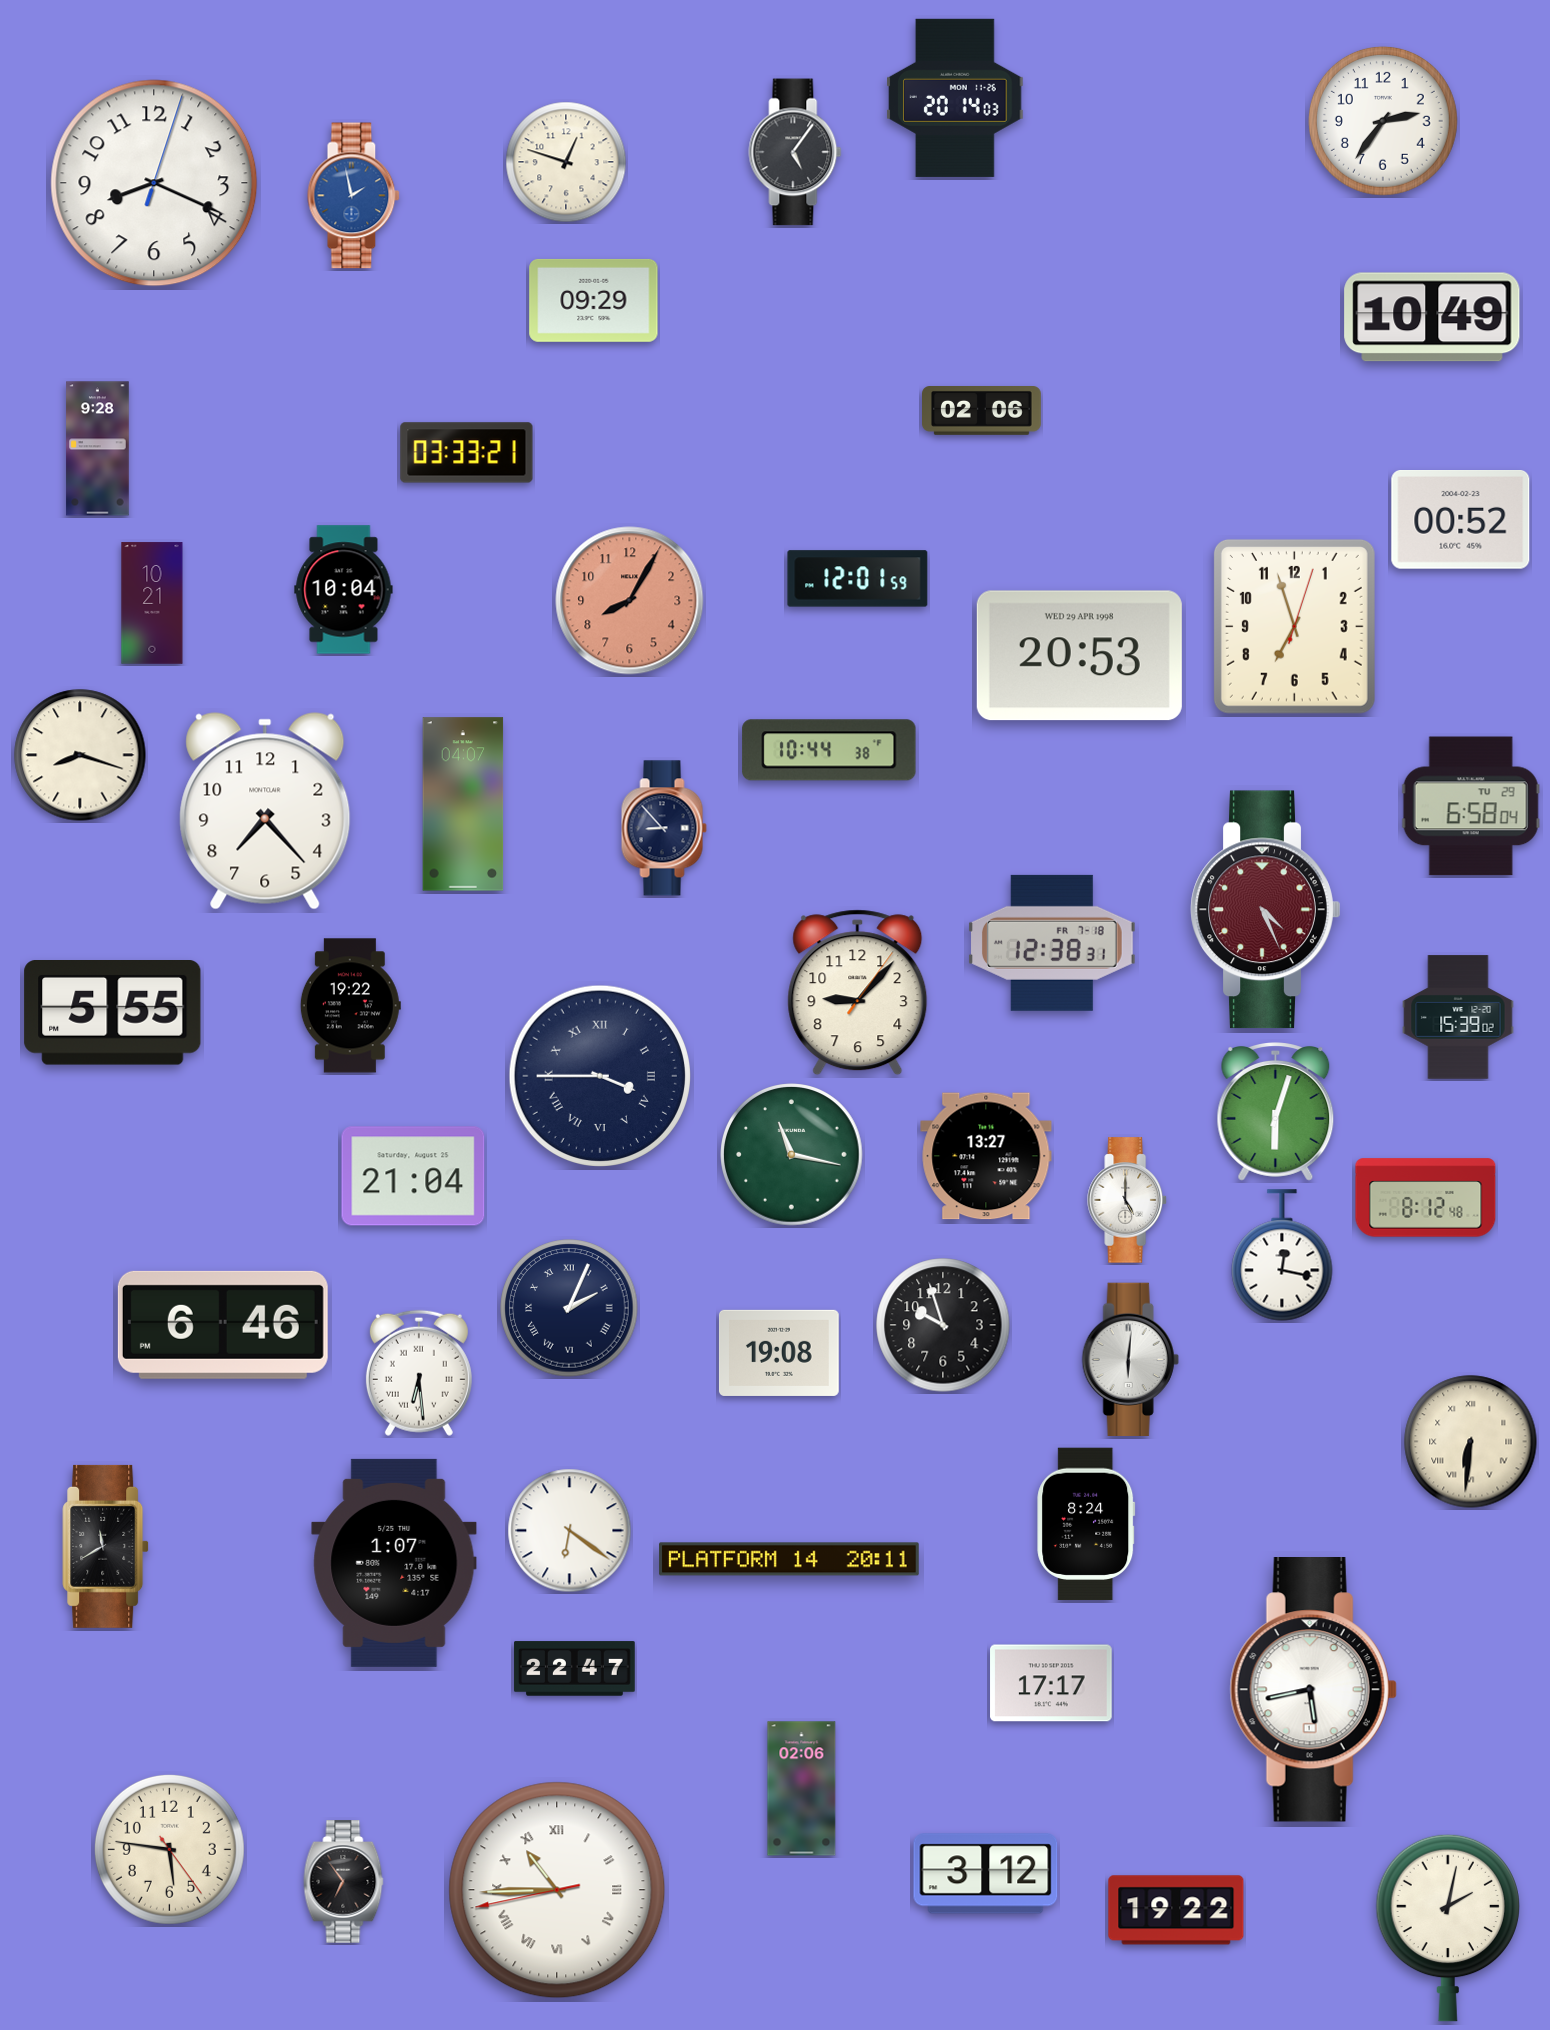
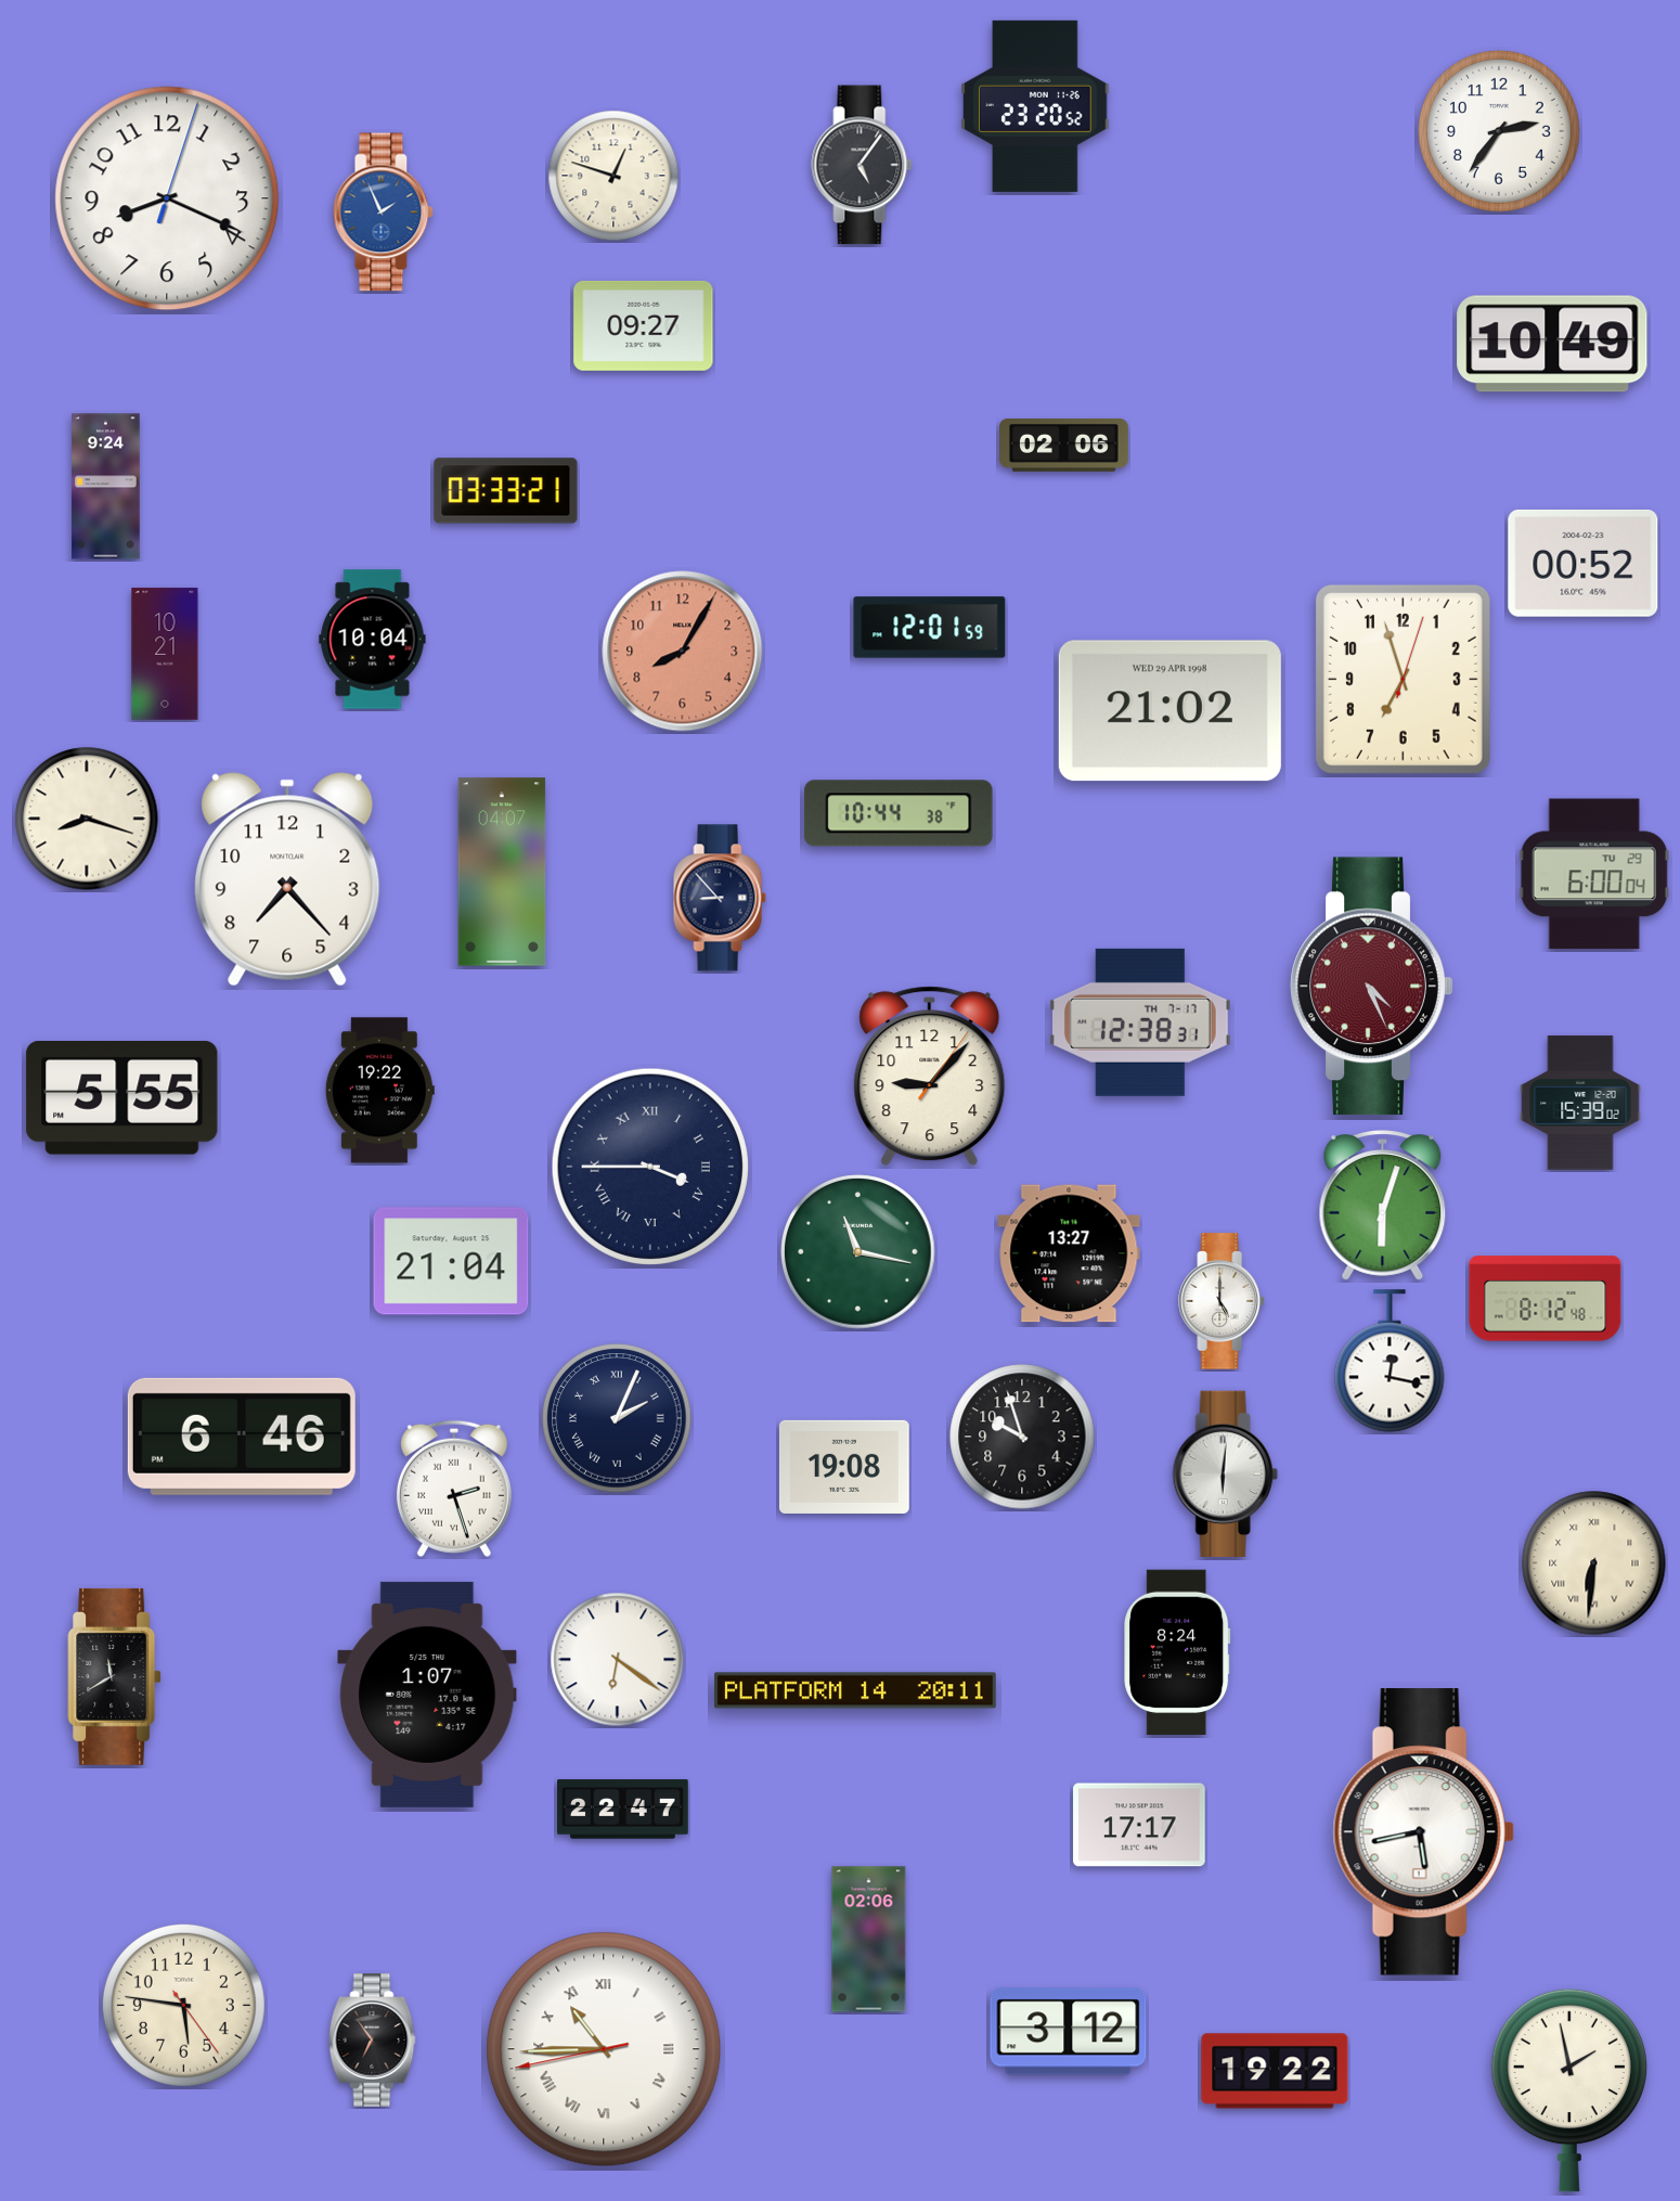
clock at (955, 98): 20:14 -> 23:20
clock at (354, 196): 1:58 -> 1:56
clock at (594, 300): 09:29 -> 09:27
clock at (98, 449): 9:28 -> 9:24
clock at (1079, 656): 20:53 -> 21:02
clock at (1471, 806): 6:58 -> 6:00
clock at (1052, 943) date: FR 7-18 -> TH 7-17
clock at (413, 1176) position: (413, 1176) -> (451, 1261)
clock at (419, 1373): 6:29 -> 2:27
clock at (1448, 1928): 2:02 -> 1:58
